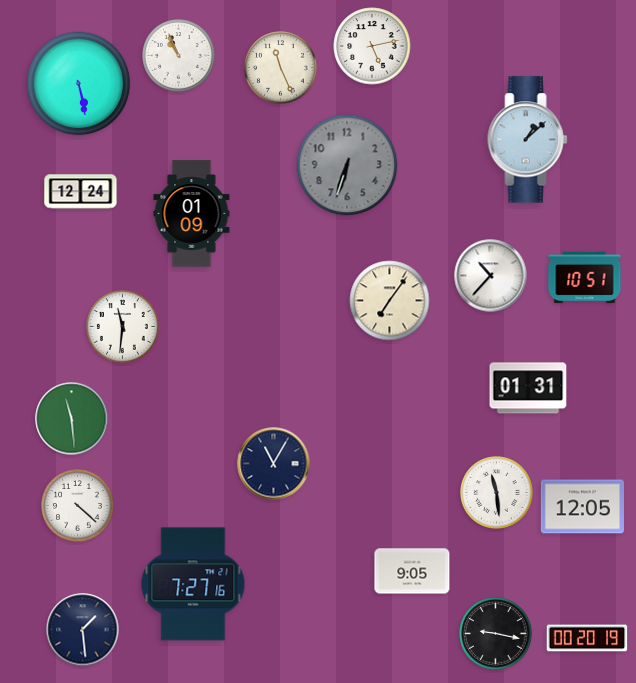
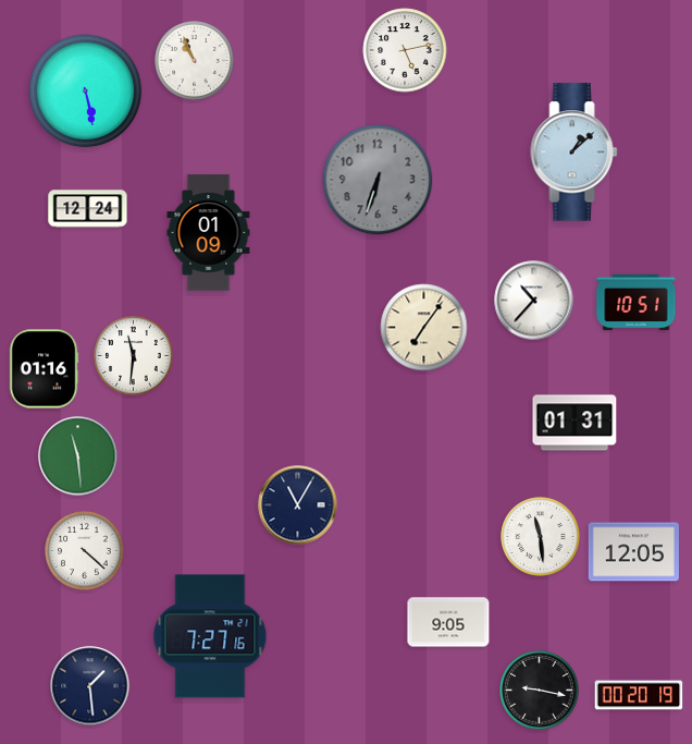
clock at (281, 68): 11:26 -> none
clock at (44, 369): none -> 01:16
